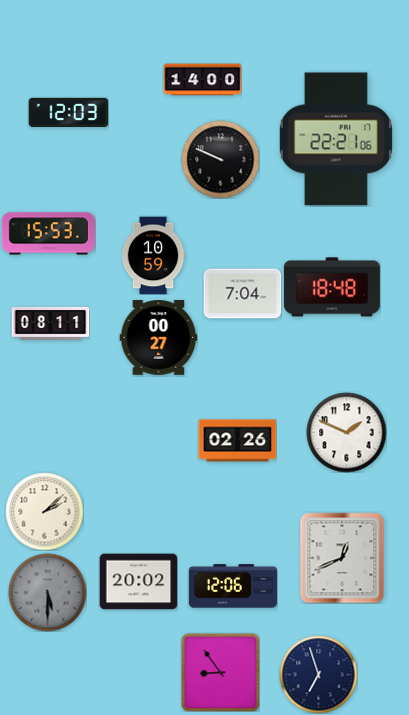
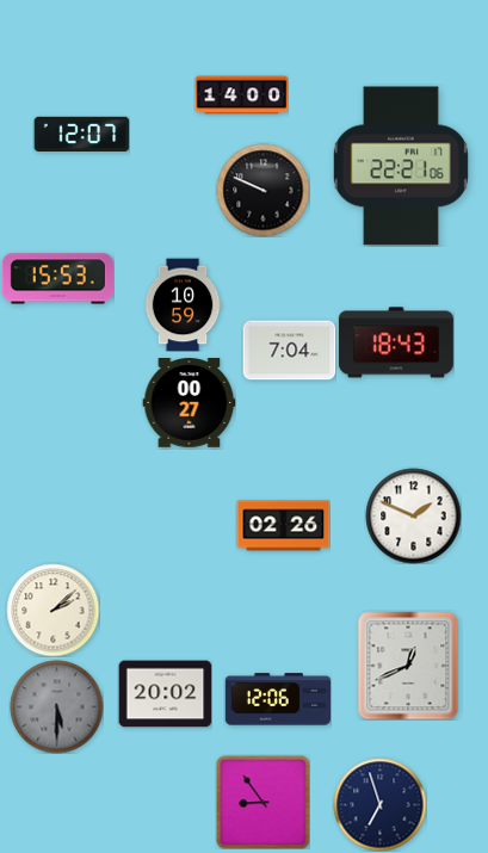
clock at (68, 112): 12:03 -> 12:07
clock at (332, 287): 18:48 -> 18:43
clock at (50, 323): 08:11 -> none
